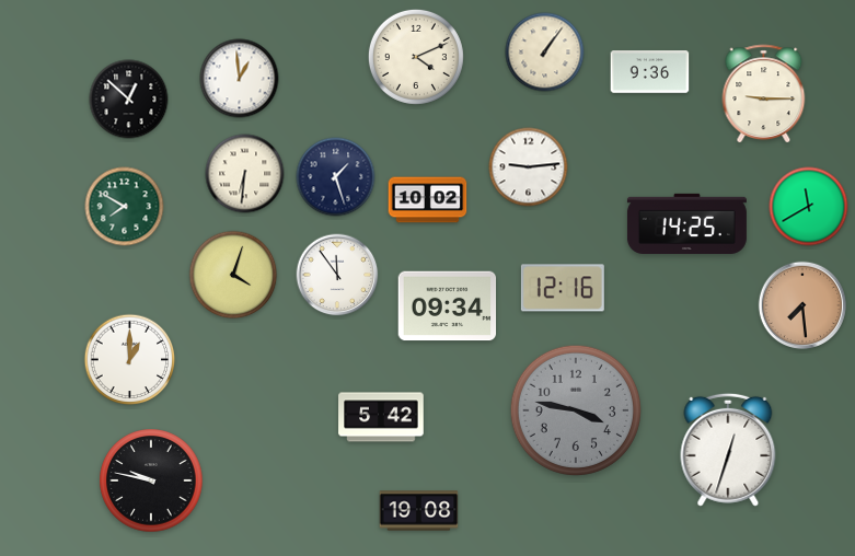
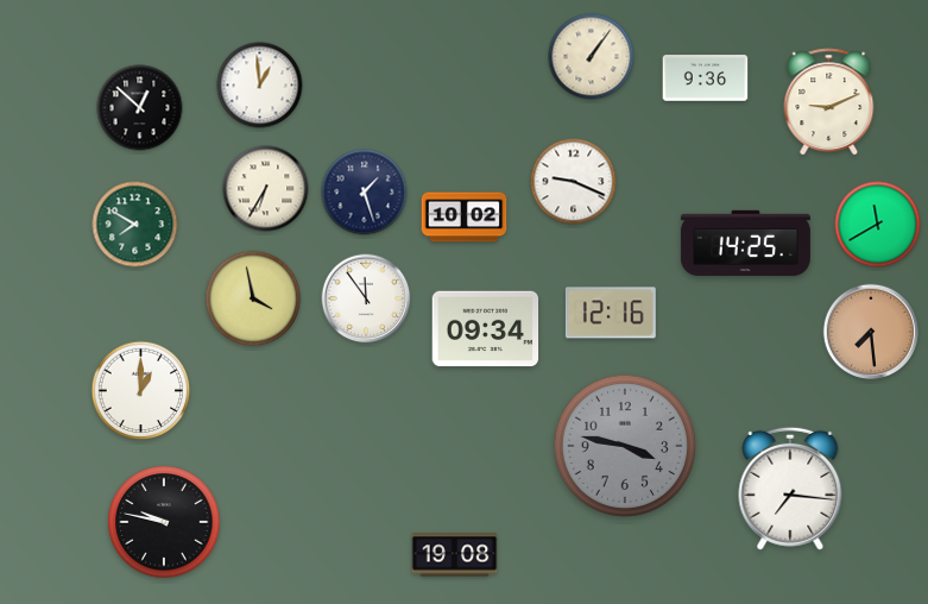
clock at (416, 57): 4:11 -> none
clock at (764, 94): 9:15 -> 9:11
clock at (529, 167): 9:14 -> 9:19
clock at (245, 174): 6:31 -> 6:35
clock at (233, 275): 4:03 -> 3:58
clock at (448, 306) position: (448, 306) -> (486, 329)
clock at (381, 417): 5:42 -> none
clock at (728, 450): 12:33 -> 7:16
